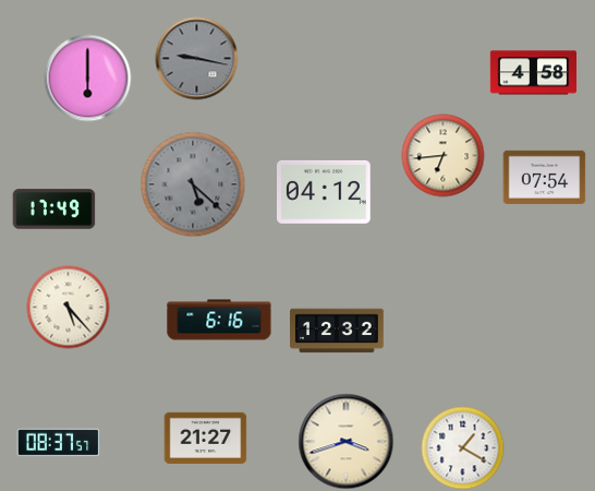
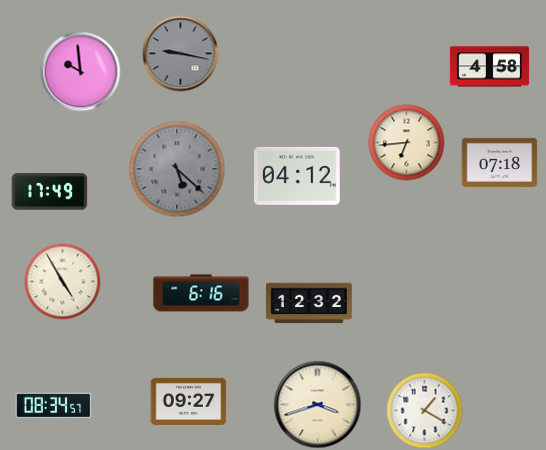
clock at (88, 79): 6:00 -> 9:59
clock at (545, 177): 07:54 -> 07:18
clock at (69, 308): 5:23 -> 4:55
clock at (206, 438): 21:27 -> 09:27
clock at (59, 443): 08:37 -> 08:34
